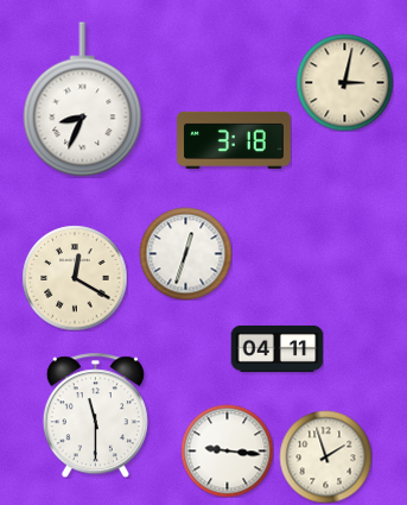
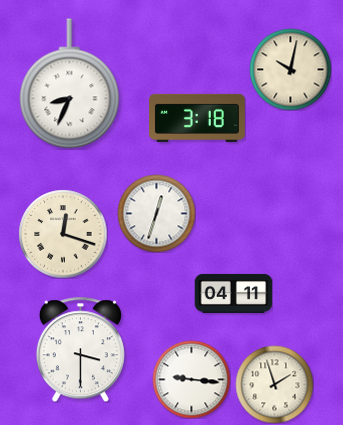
clock at (344, 82): 3:02 -> 10:02
clock at (75, 278): 12:20 -> 12:18
clock at (95, 415): 11:30 -> 3:30
